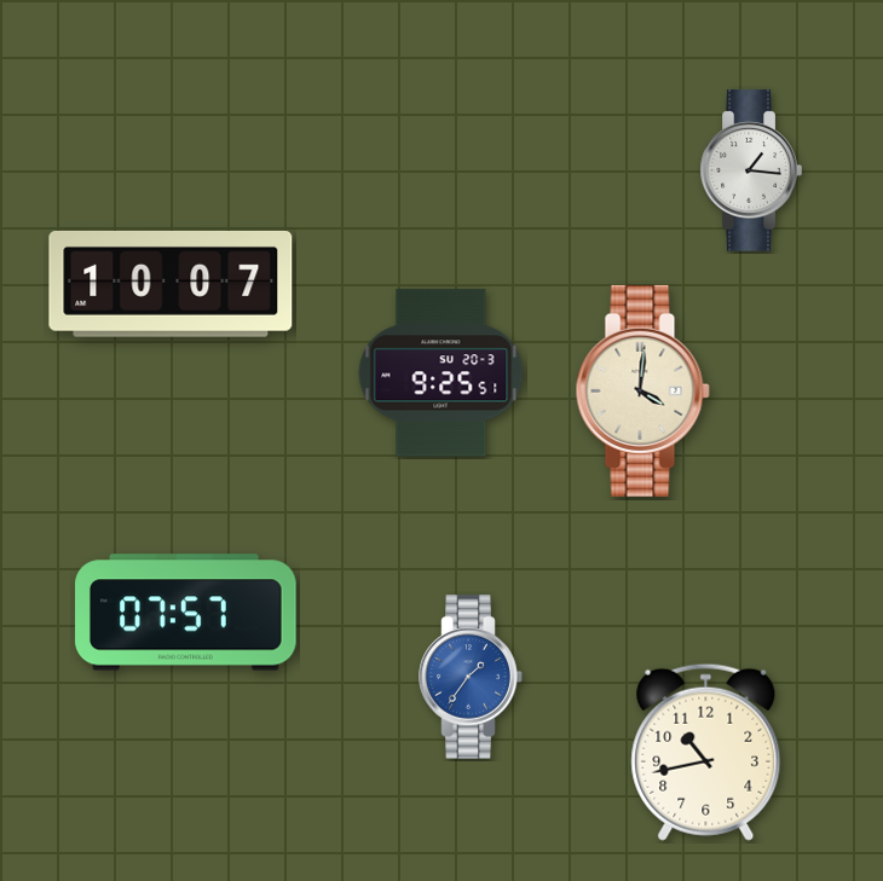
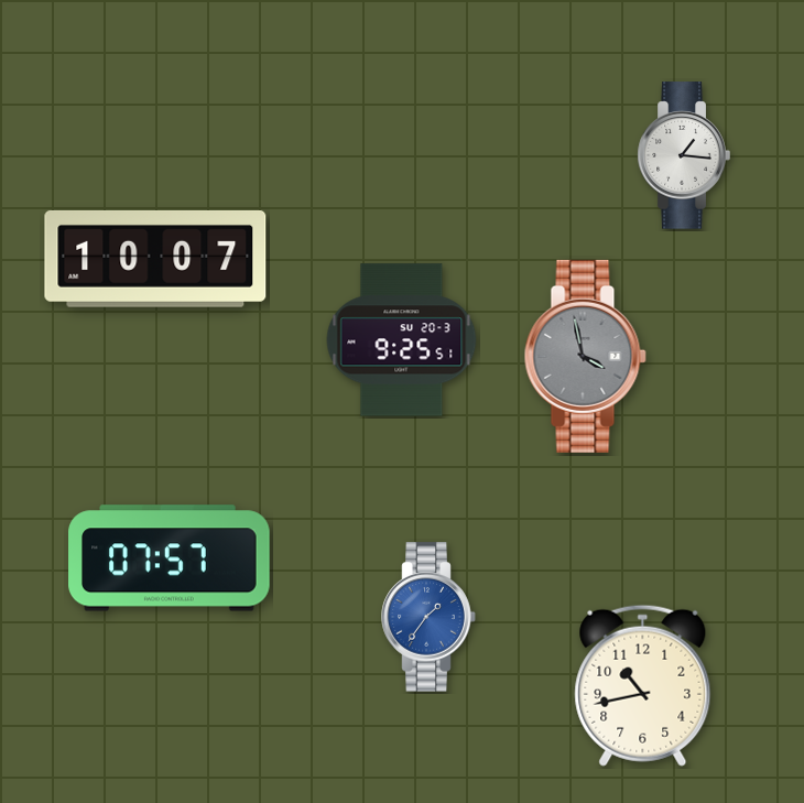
clock at (642, 390): 4:01 -> 3:58
clock at (642, 390) dial: cream -> grey
